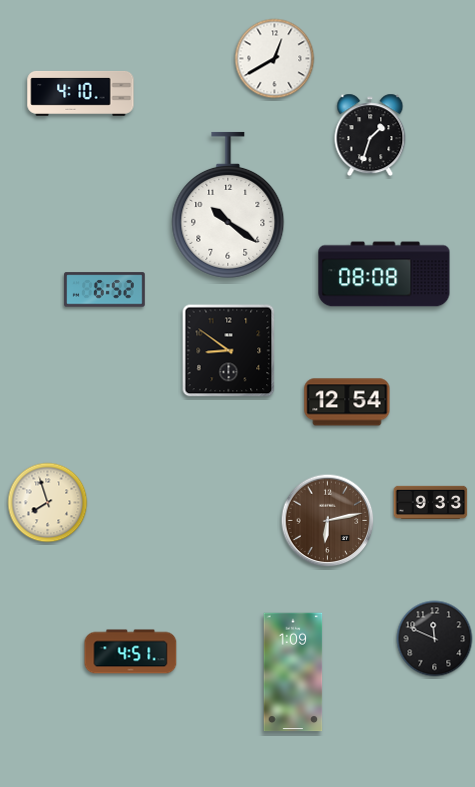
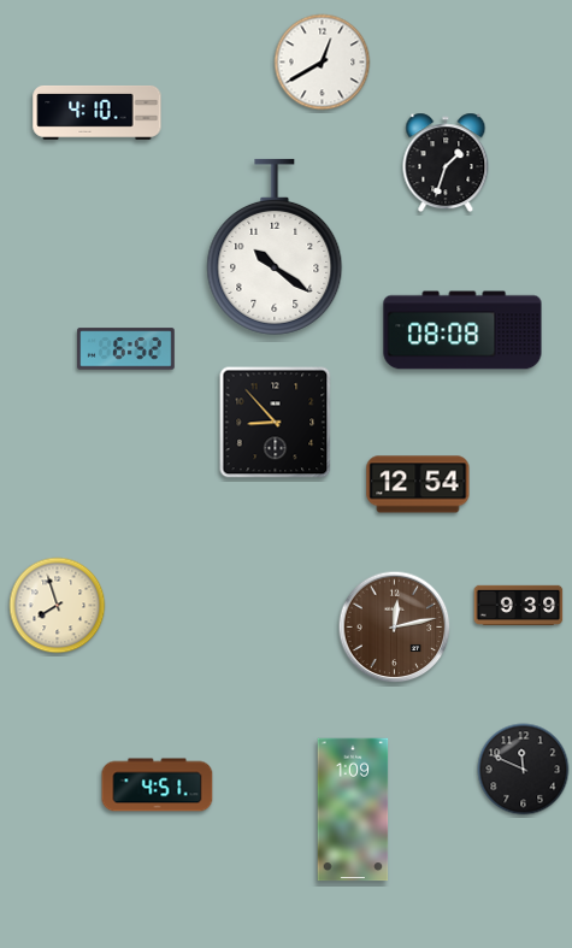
clock at (275, 59) position: (275, 59) -> (323, 63)
clock at (229, 351): 8:51 -> 8:53
clock at (431, 502): 9:33 -> 9:39
clock at (328, 521): 6:13 -> 12:13
